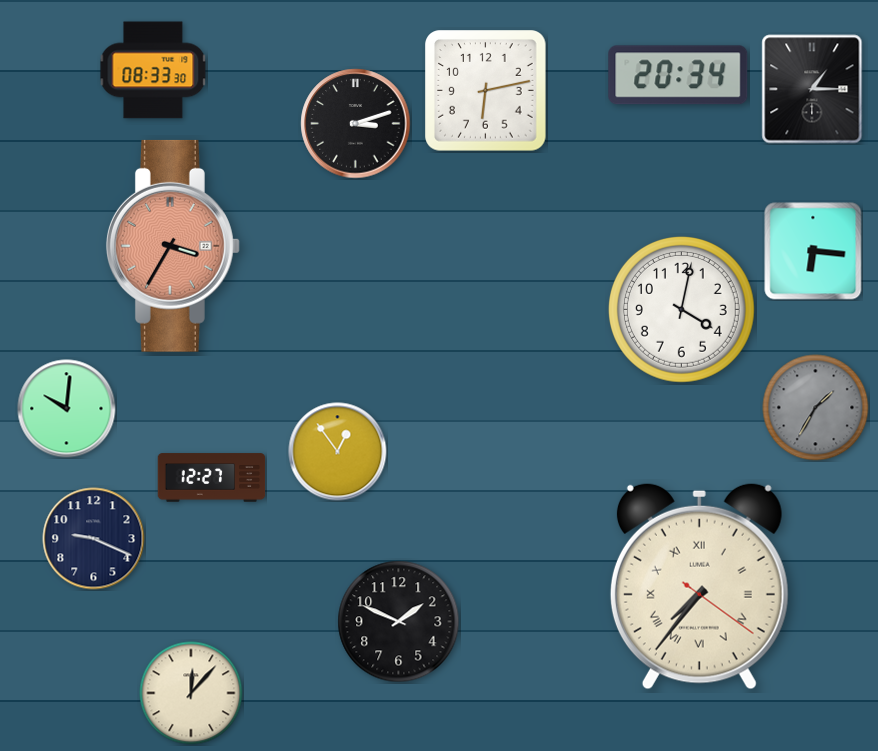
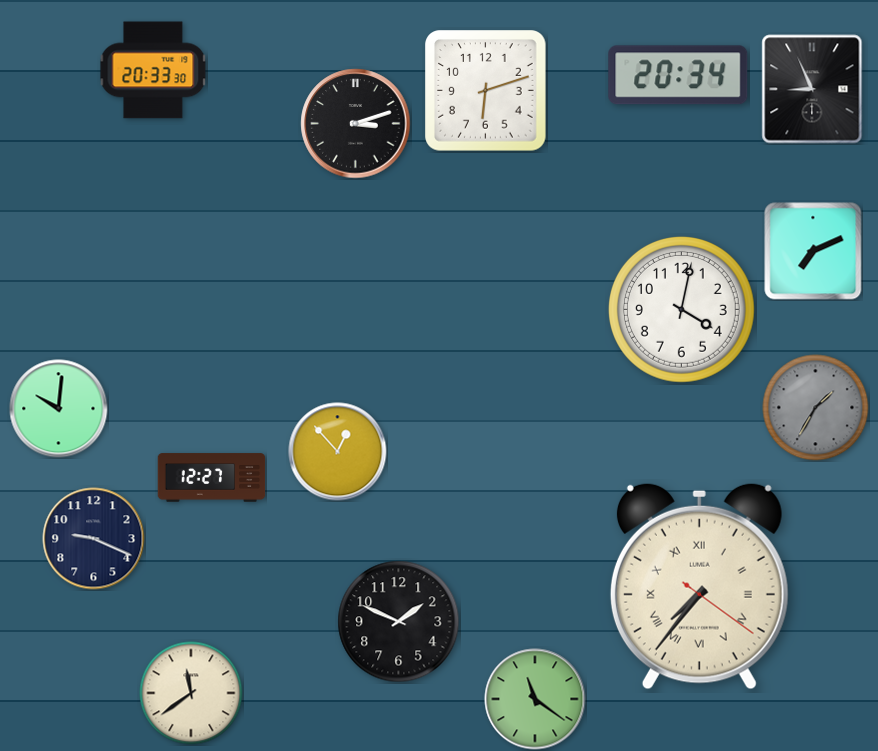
clock at (153, 70): 08:33 -> 20:33
clock at (812, 89): 1:15 -> 8:56
clock at (486, 91): 6:13 -> 6:12
clock at (173, 246): 3:35 -> none
clock at (813, 251): 6:16 -> 7:11
clock at (67, 409) position: (67, 409) -> (59, 409)
clock at (338, 452): 12:54 -> 12:53
clock at (191, 693): 12:07 -> 11:39
clock at (535, 699): none -> 11:21
